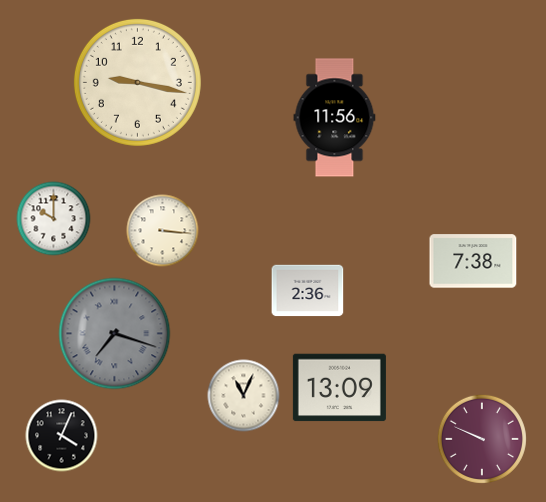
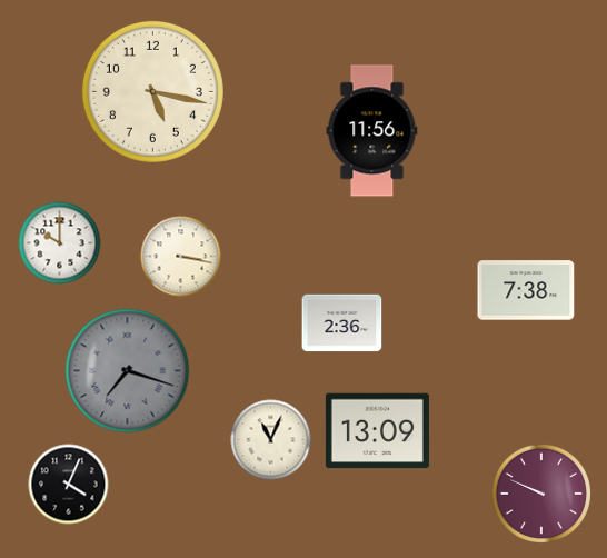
clock at (137, 82): 9:17 -> 5:17
clock at (163, 231): 3:16 -> 3:17
clock at (482, 439) position: (482, 439) -> (541, 494)
